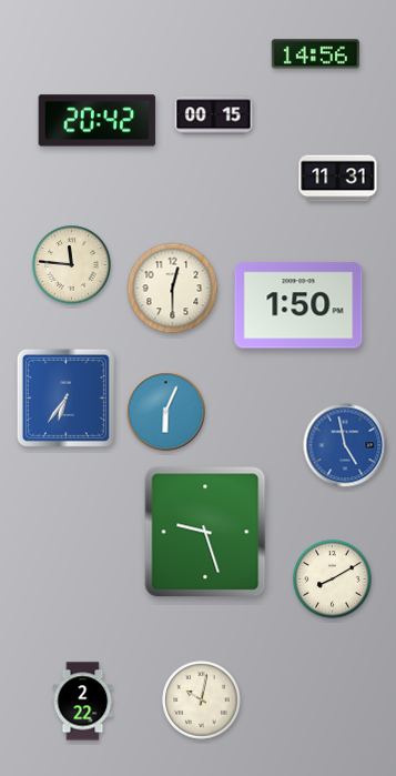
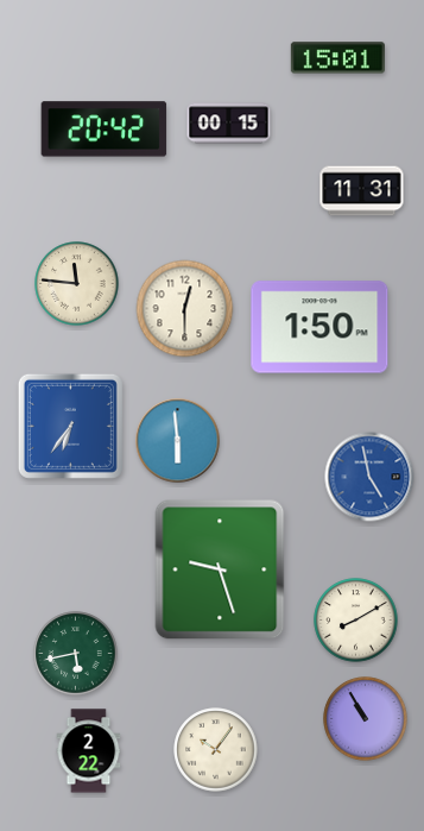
clock at (315, 54): 14:56 -> 15:01
clock at (166, 412): 6:04 -> 5:59
clock at (76, 654): none -> 5:43
clock at (366, 719): none -> 10:55
clock at (202, 701): 10:02 -> 10:06
